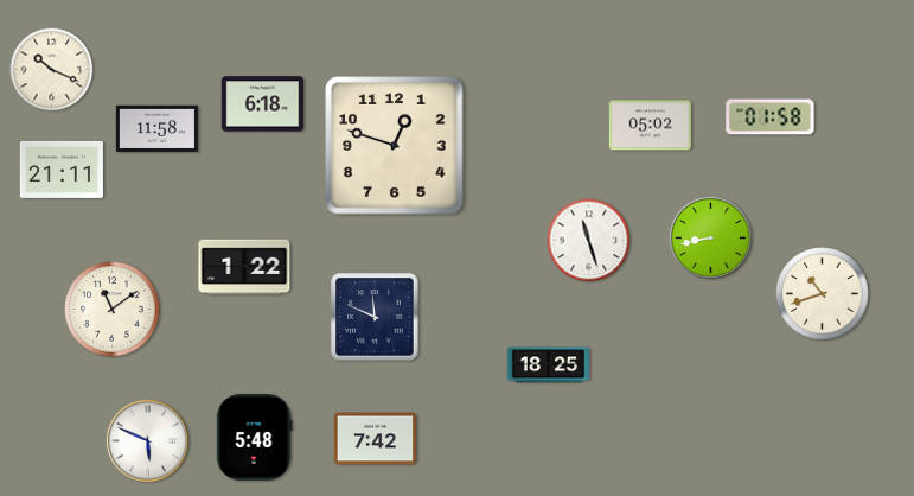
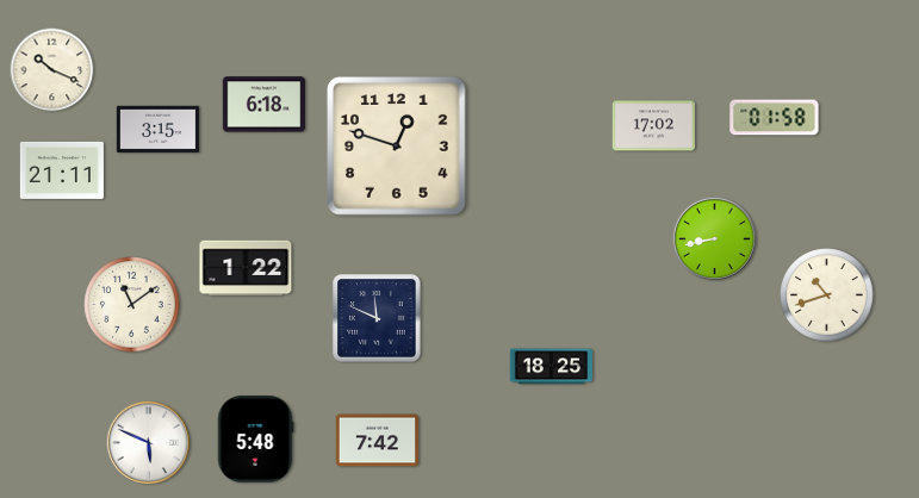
clock at (650, 126): 05:02 -> 17:02
clock at (158, 129): 11:58 -> 3:15
clock at (589, 241): 11:27 -> none
clock at (113, 310) position: (113, 310) -> (132, 305)
